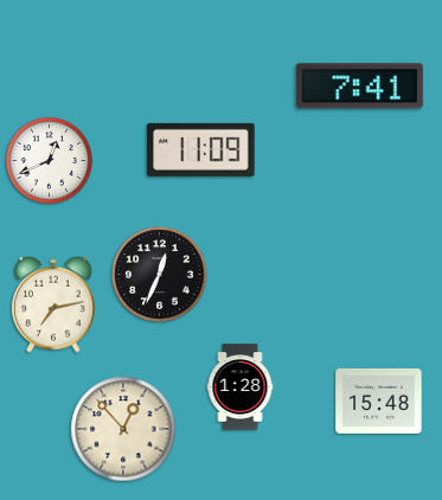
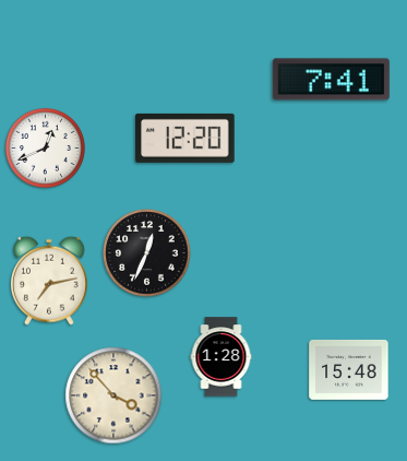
clock at (201, 149): 11:09 -> 12:20
clock at (123, 429): 12:53 -> 3:53
